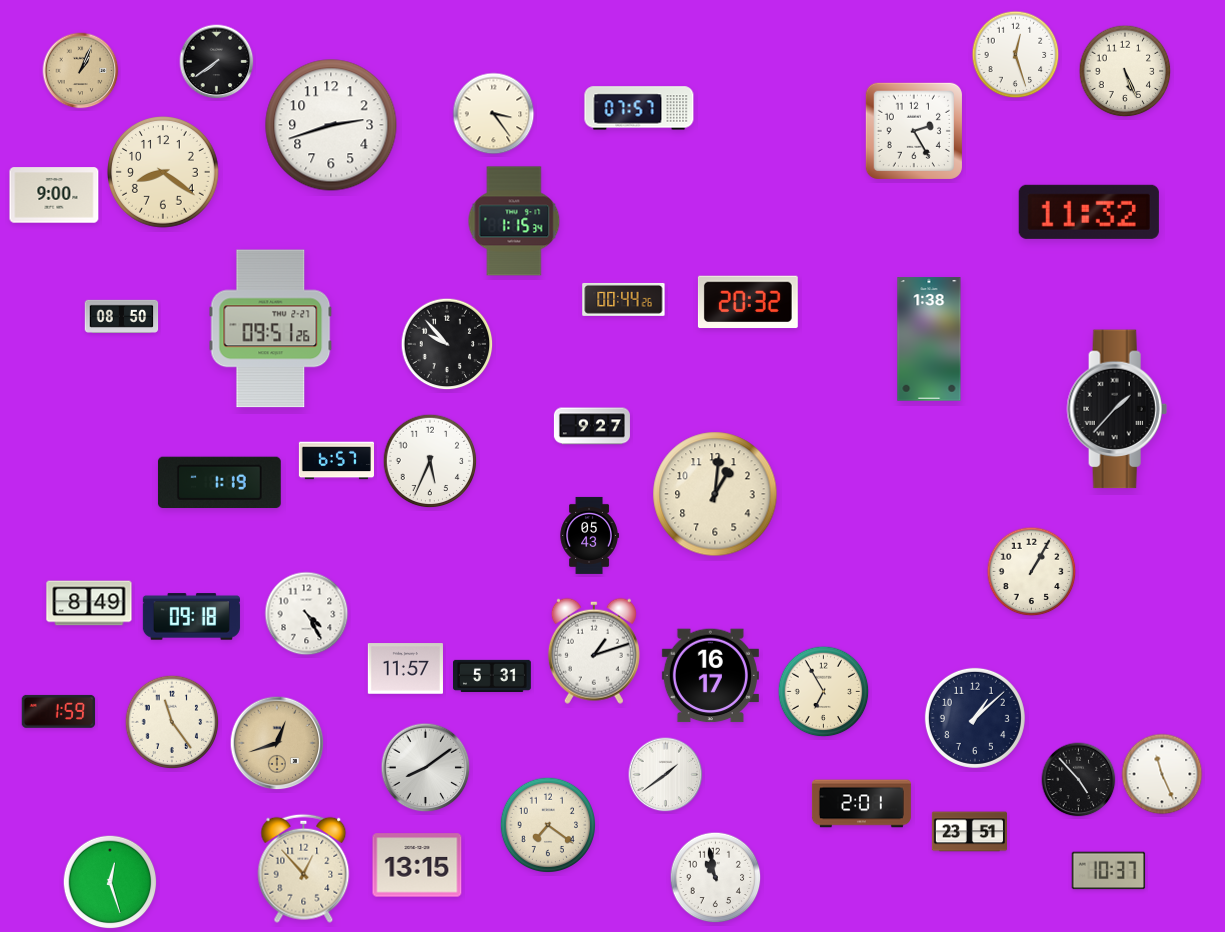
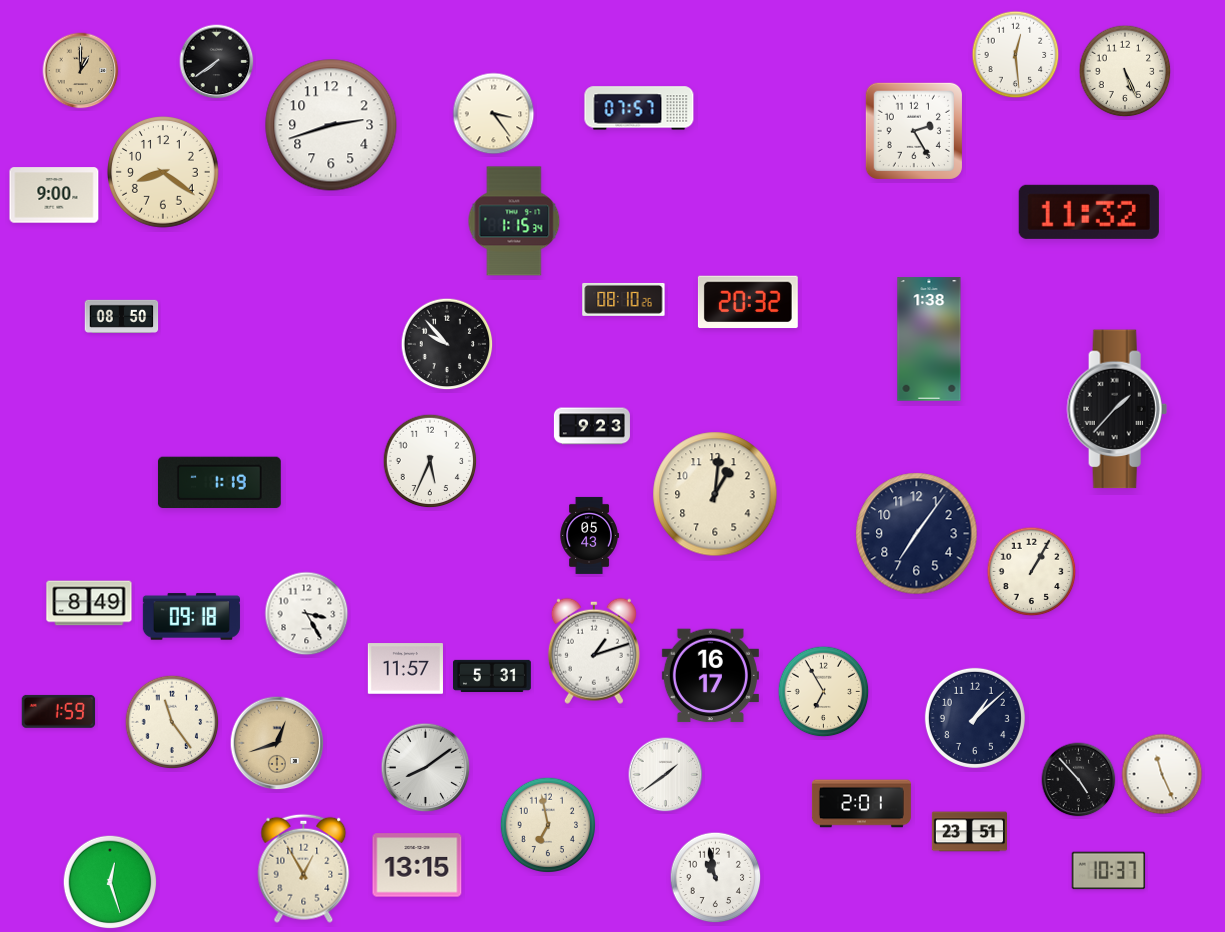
clock at (1016, 55): 12:27 -> 12:29
clock at (81, 71): 1:04 -> 1:00
clock at (624, 299): 00:44 -> 08:10
clock at (271, 329): 09:51 -> none
clock at (592, 426): 9:27 -> 9:23
clock at (336, 461): 6:57 -> none
clock at (917, 534): none -> 7:06
clock at (307, 614): 4:25 -> 3:25
clock at (547, 824): 7:21 -> 6:58
clock at (304, 868): 12:53 -> 12:55
